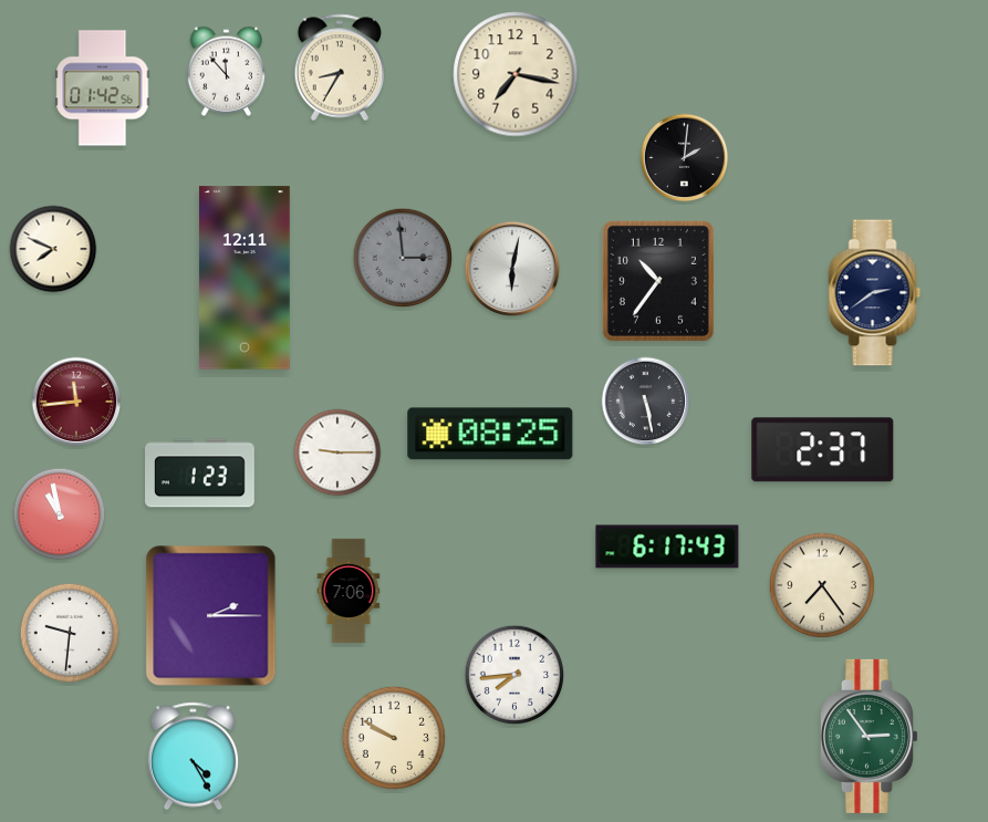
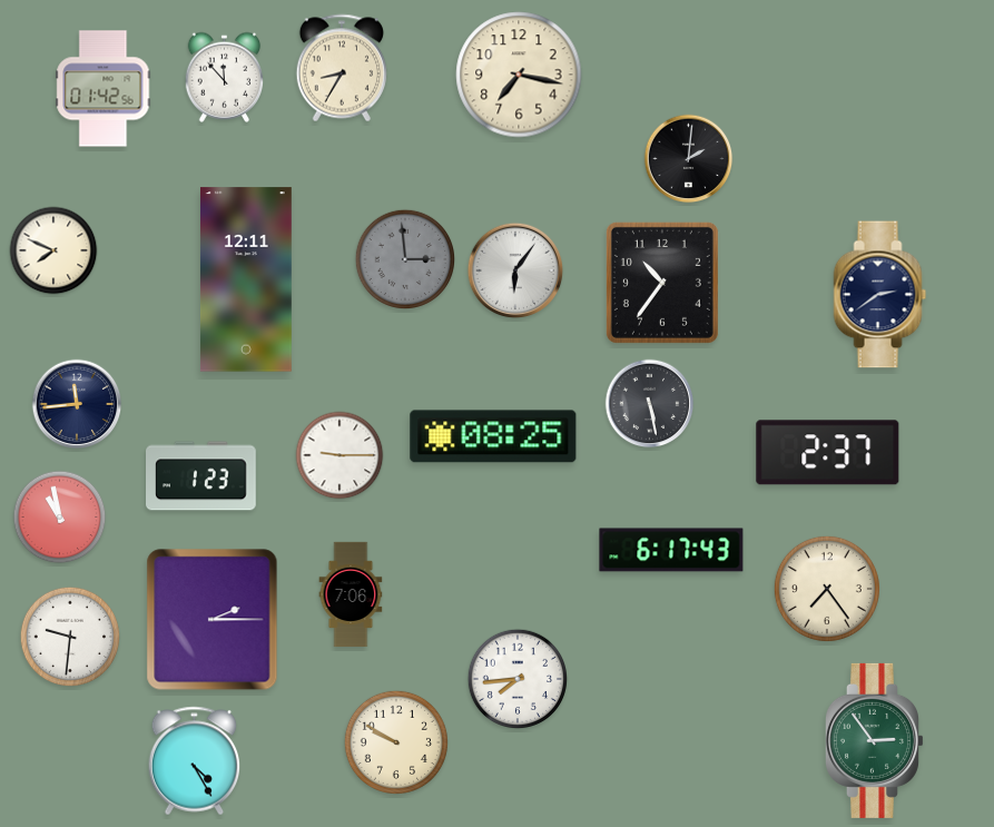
clock at (227, 71) position: (227, 71) -> (225, 77)
clock at (512, 269): 6:02 -> 6:06
clock at (76, 402) dial: burgundy -> navy
